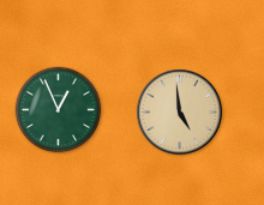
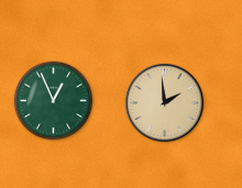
clock at (179, 111): 4:59 -> 1:59
